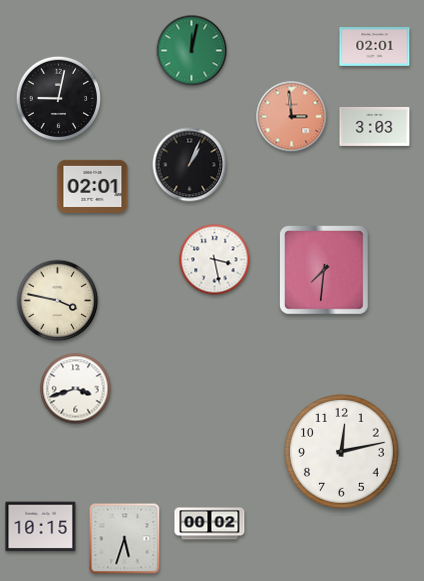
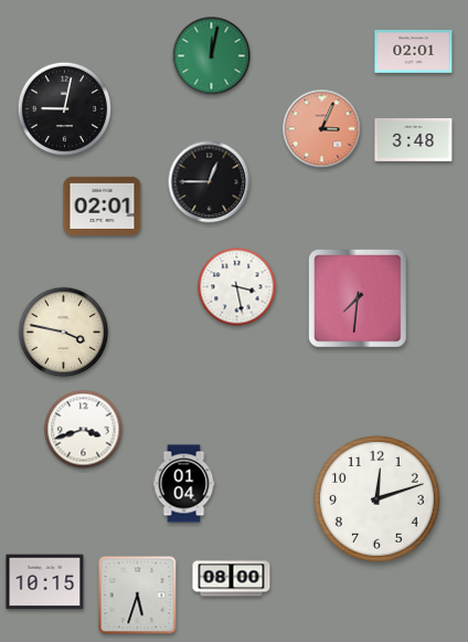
clock at (292, 117): 2:59 -> 3:04
clock at (375, 126): 3:03 -> 3:48
clock at (190, 165): 1:04 -> 12:45
clock at (184, 484): none -> 01:04
clock at (341, 451): 12:13 -> 12:12
clock at (210, 524): 00:02 -> 08:00
